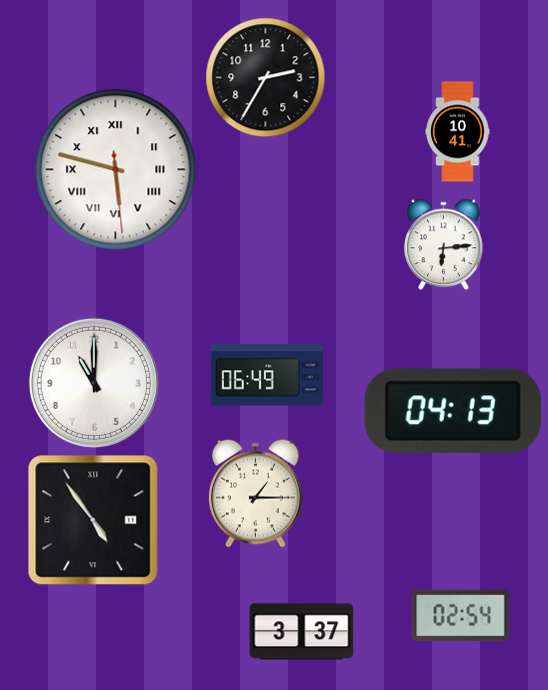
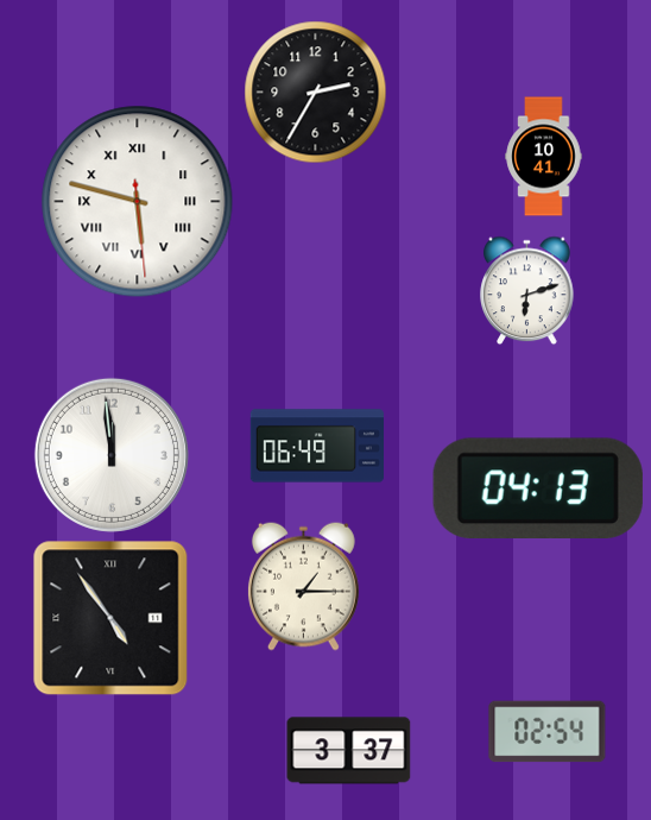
clock at (444, 245): 6:14 -> 6:12
clock at (94, 383): 11:00 -> 11:59
clock at (302, 632) position: (302, 632) -> (349, 751)
